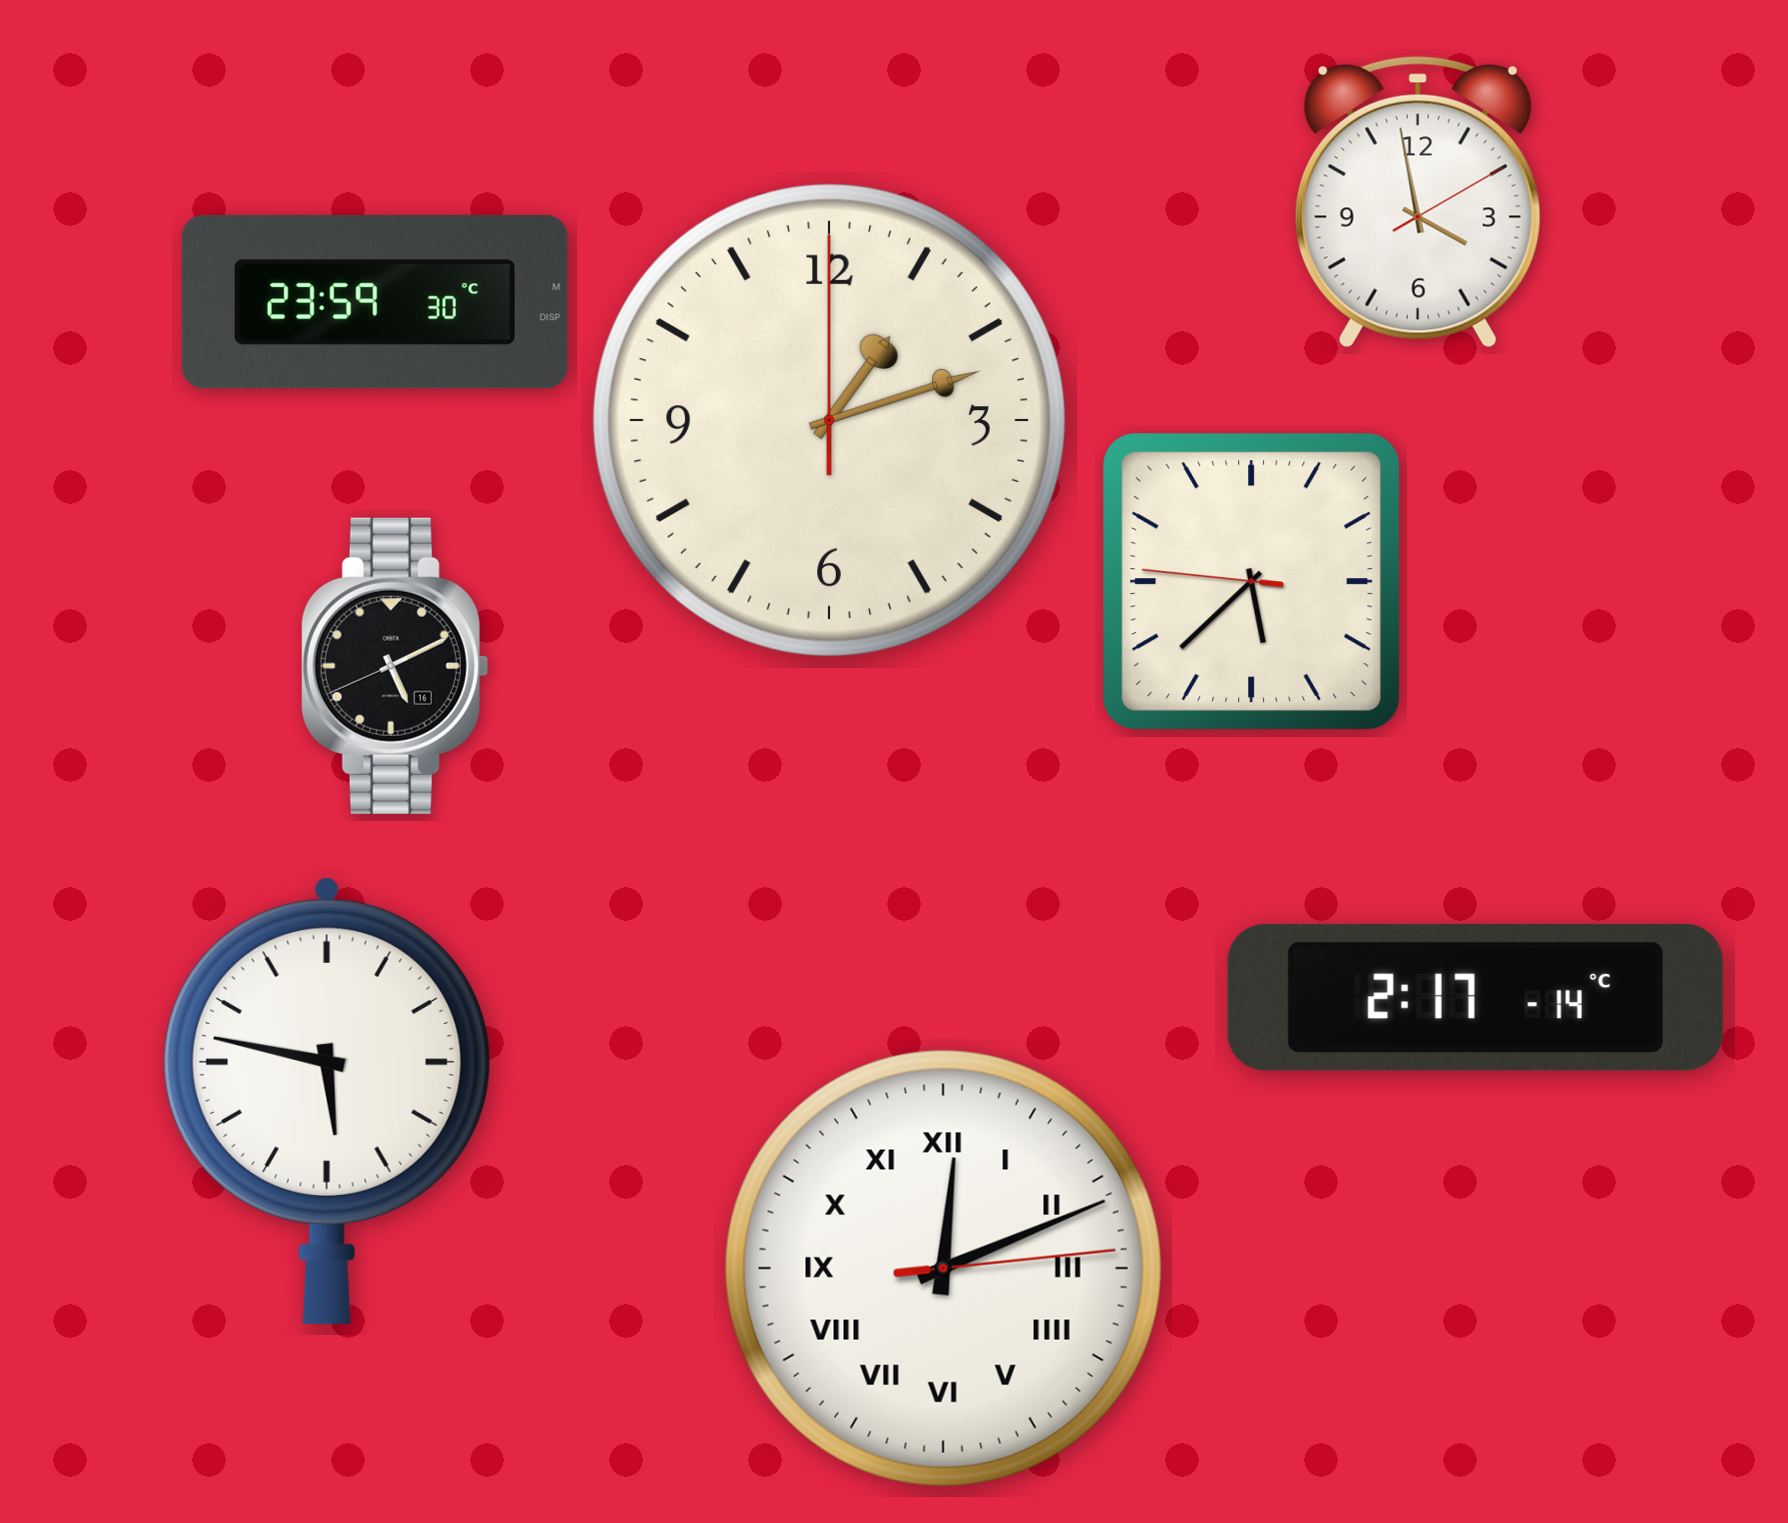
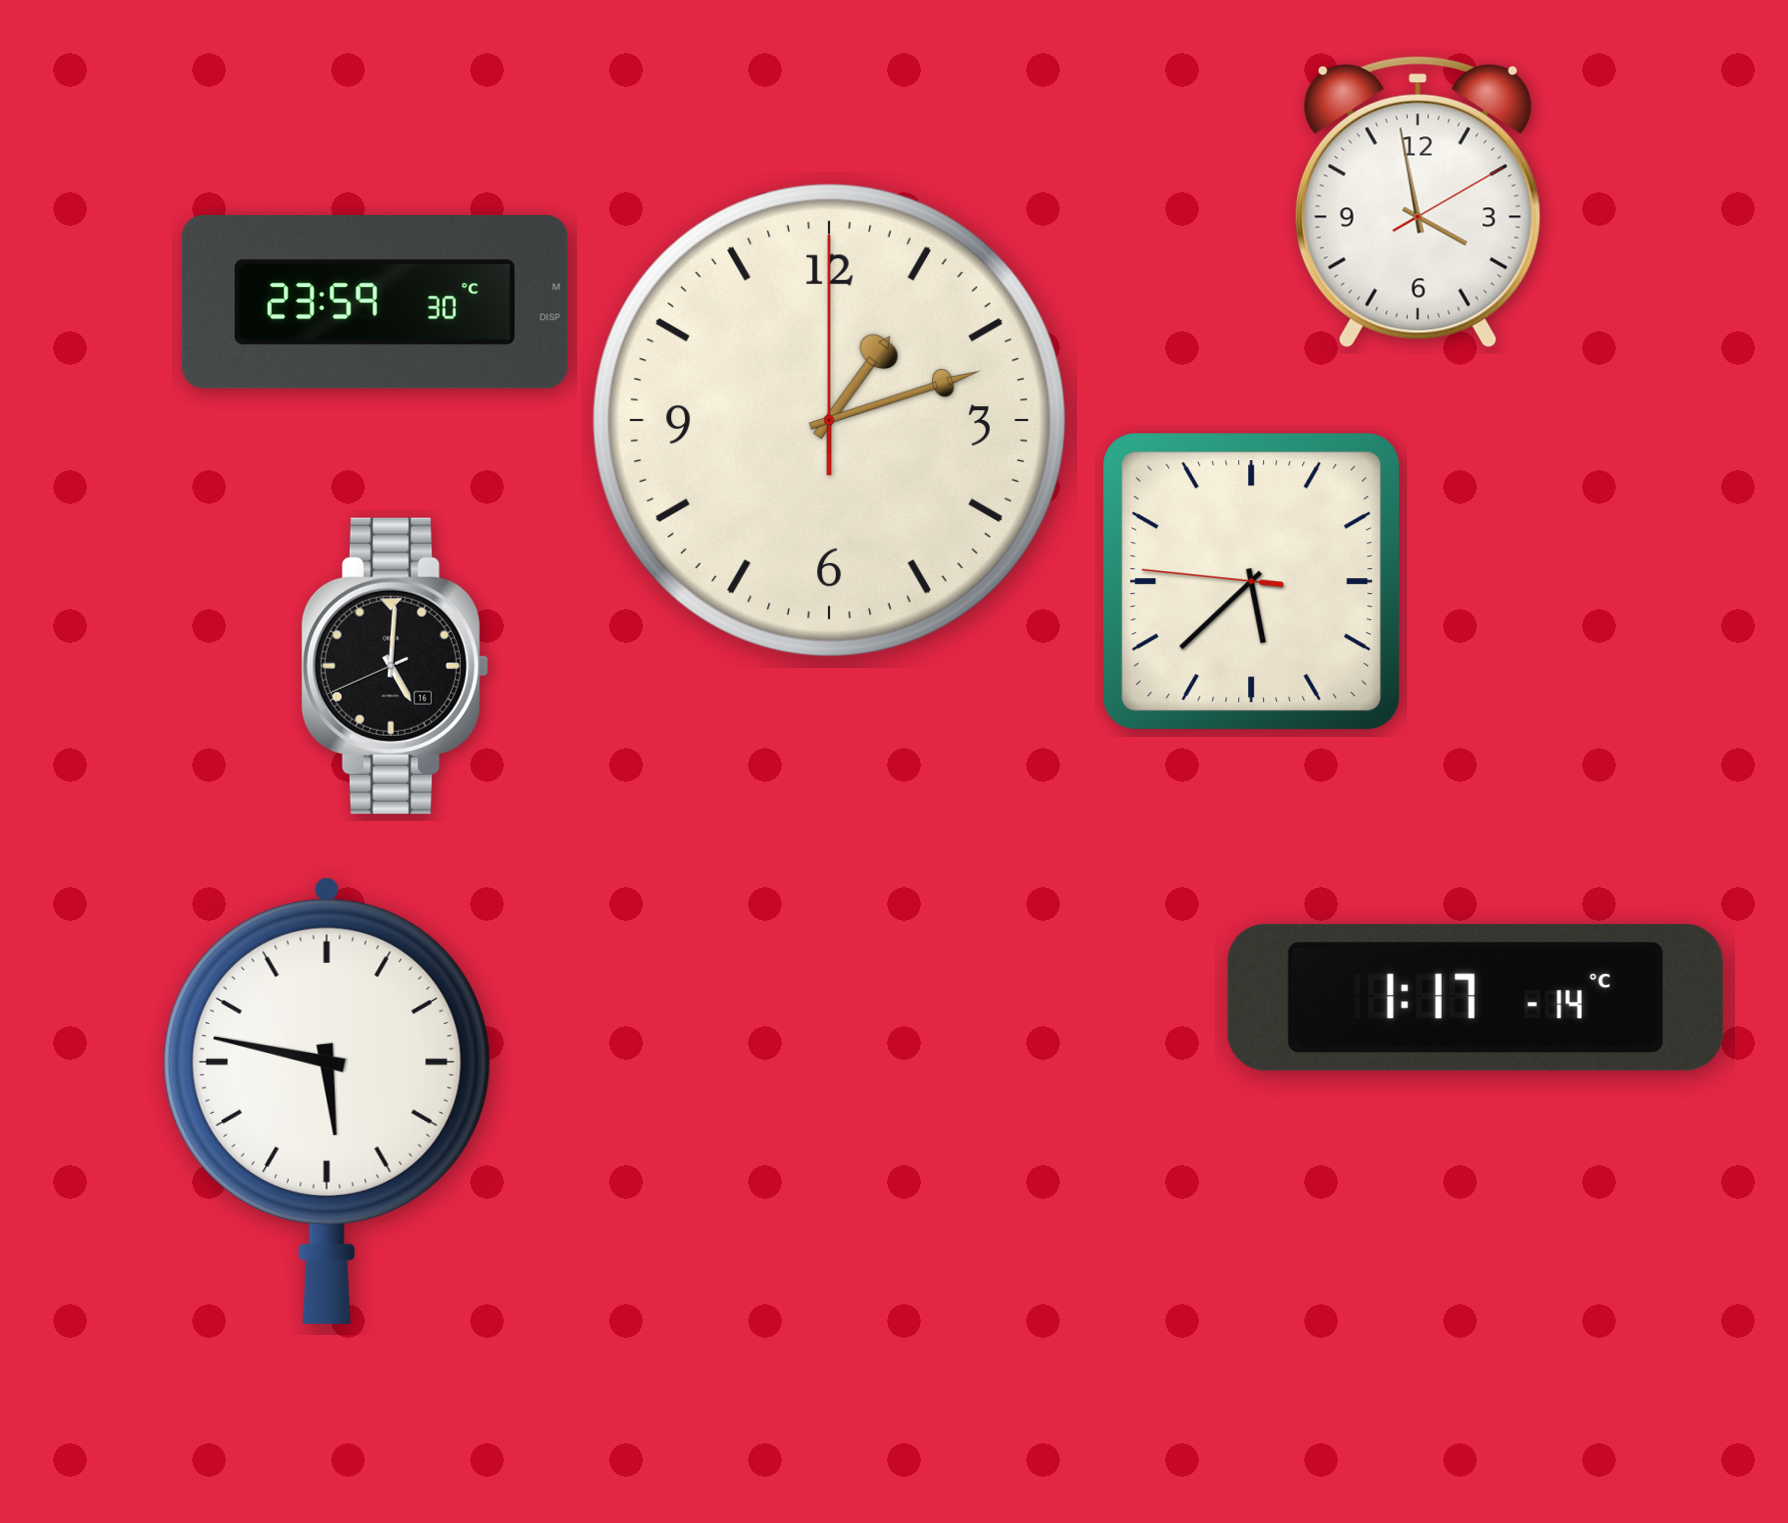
clock at (395, 666): 5:10 -> 5:00
clock at (1475, 997): 2:17 -> 1:17
clock at (943, 1268): 12:11 -> none
